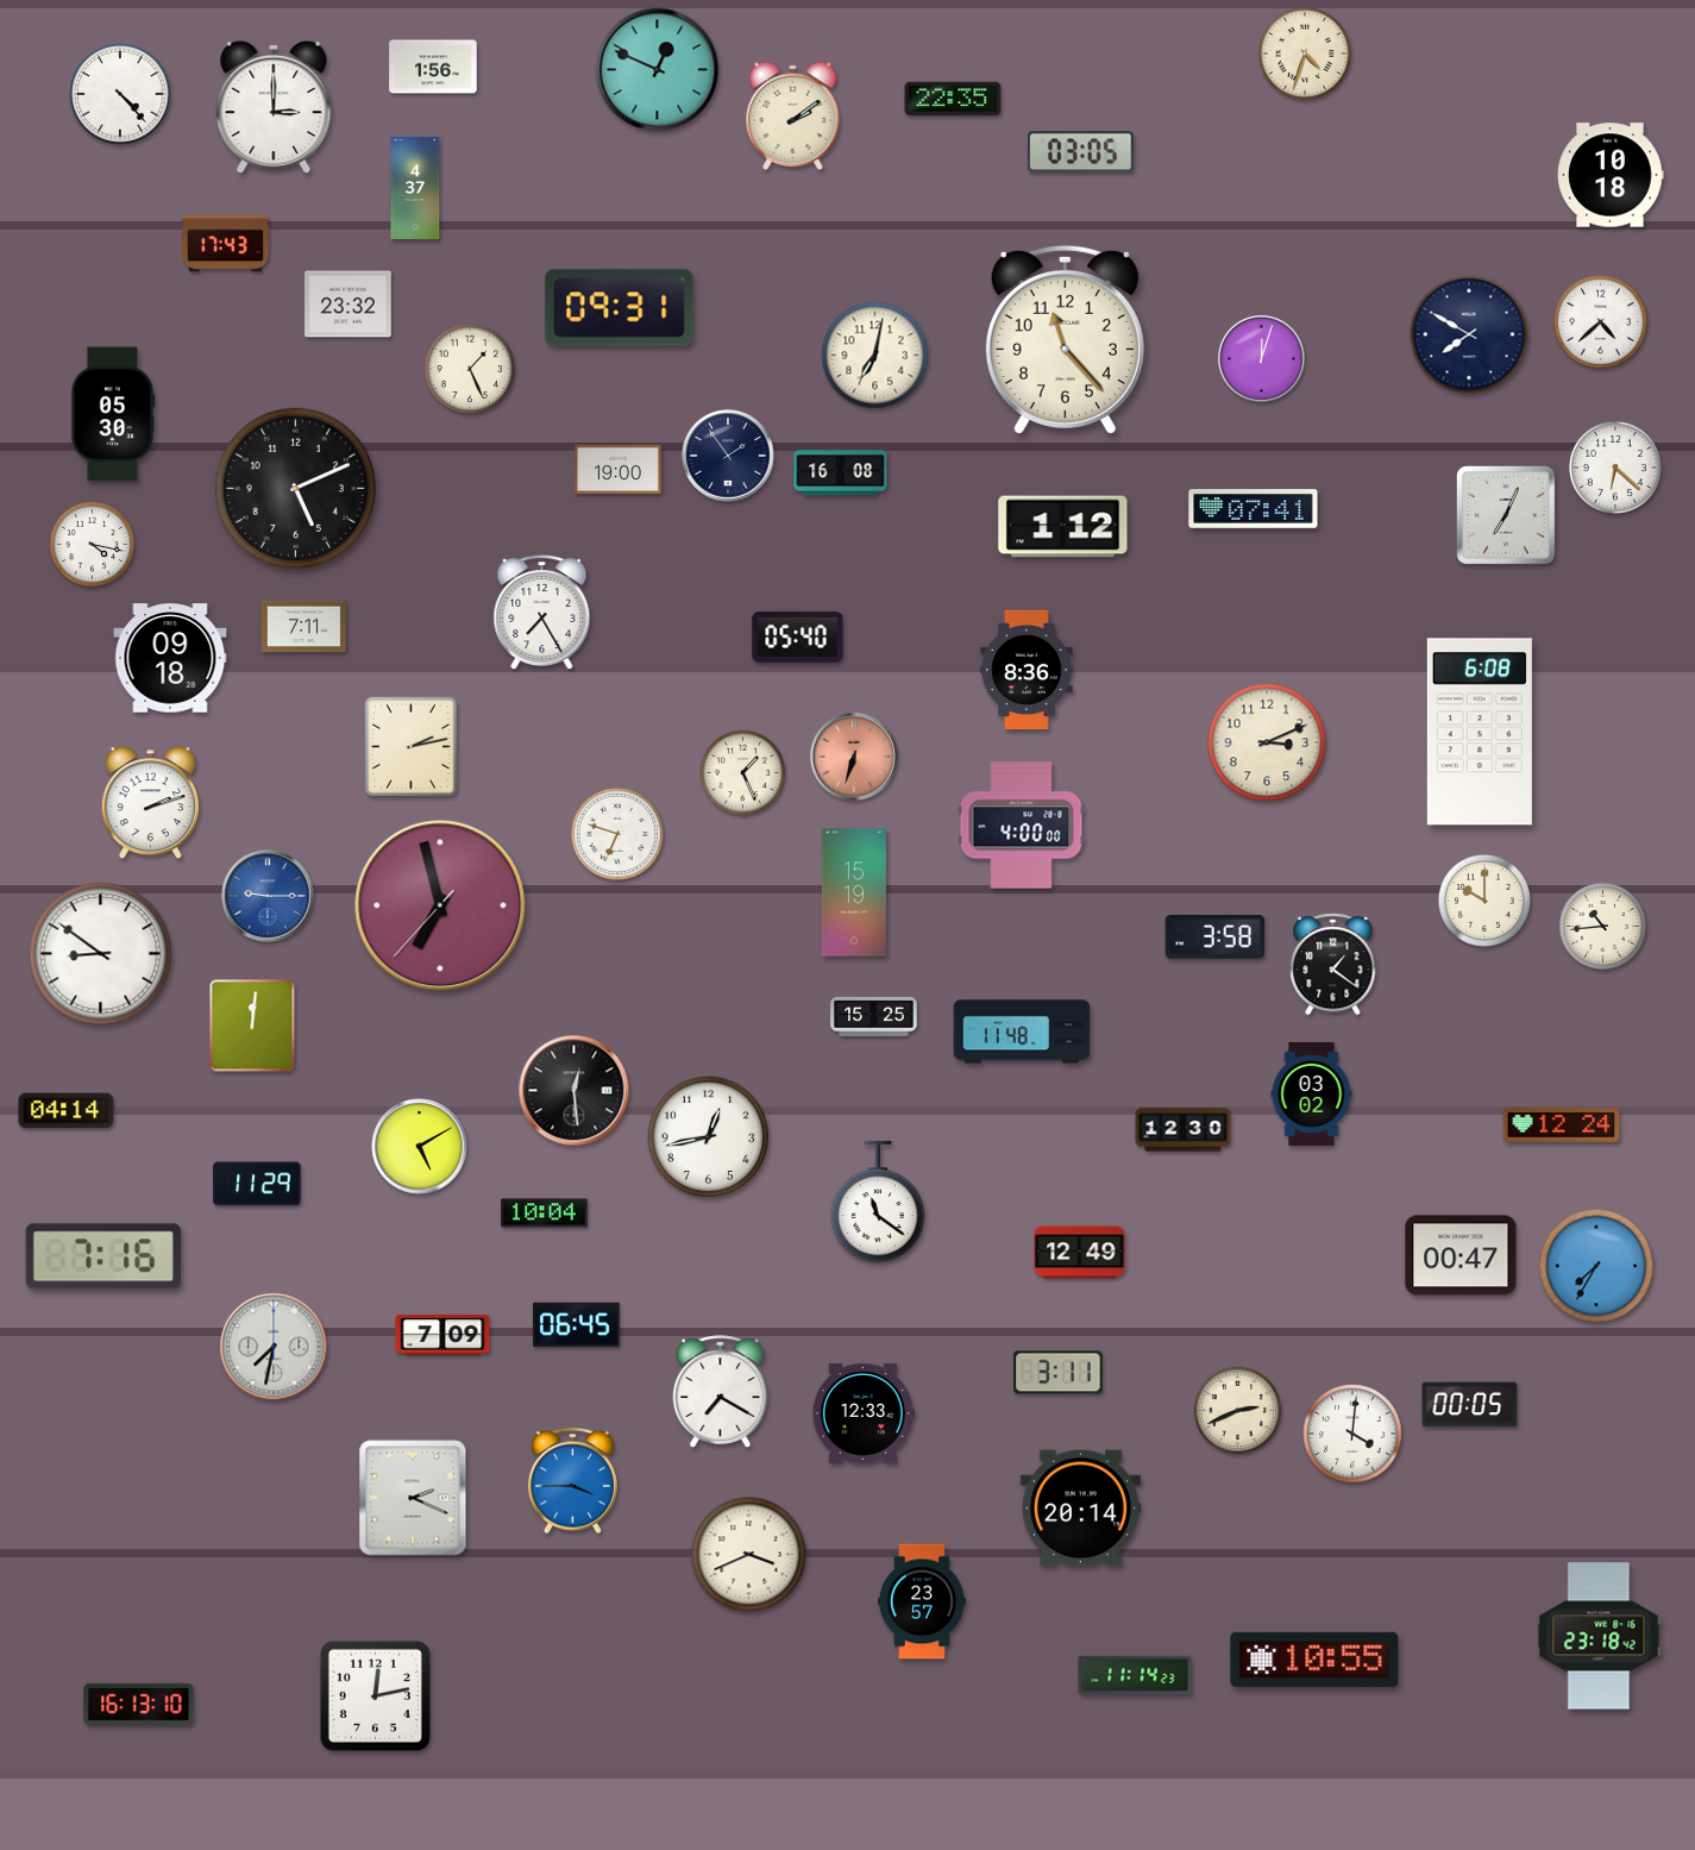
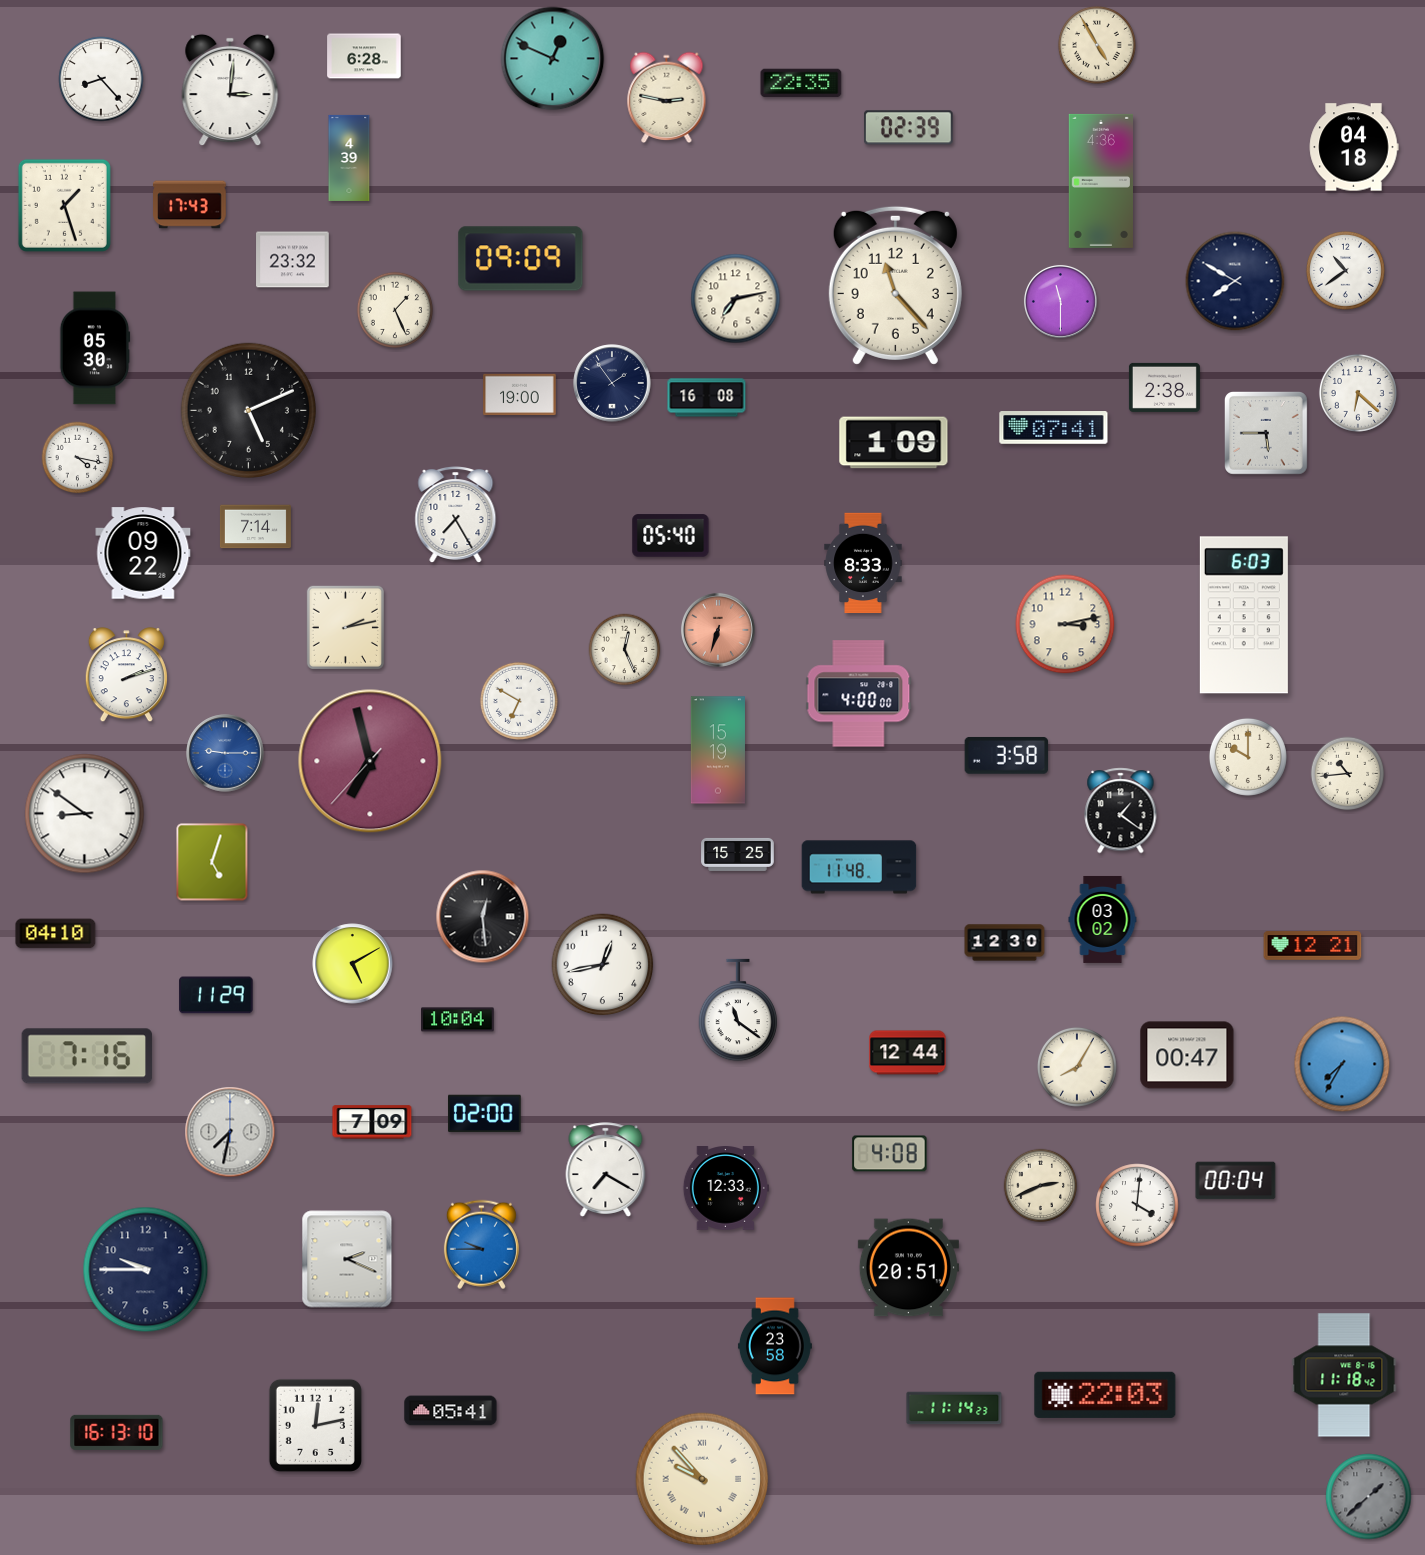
clock at (1305, 54): 4:33 -> 4:55
clock at (433, 67): 1:56 -> 6:28
clock at (120, 94): 4:23 -> 8:23
clock at (274, 107): 3:00 -> 3:01
clock at (793, 115): 2:09 -> 2:47
clock at (1081, 152): 03:05 -> 02:39
clock at (1611, 175): 10:18 -> 04:18
clock at (415, 188): 4:37 -> 4:39
clock at (1100, 181): none -> 4:36
clock at (64, 205): none -> 1:27
clock at (349, 305) position: (349, 305) -> (293, 260)
clock at (620, 308): 09:31 -> 09:09
clock at (1600, 321): 4:38 -> 10:39
clock at (875, 356): 7:02 -> 7:13
clock at (1261, 358): 12:03 -> 11:30
clock at (1164, 387): none -> 2:38
clock at (1507, 516): 7:04 -> 5:45
clock at (1063, 527): 1:12 -> 1:09
clock at (303, 627): 7:11 -> 7:14
clock at (170, 658): 09:18 -> 09:22
clock at (1027, 670): 8:36 -> 8:33
clock at (1480, 732): 6:08 -> 6:03
clock at (1267, 742): 3:11 -> 3:13
clock at (854, 757) position: (854, 757) -> (718, 630)
clock at (743, 773): 1:26 -> 12:26
clock at (617, 834): 6:48 -> 6:50
clock at (1603, 927) position: (1603, 927) -> (1348, 774)
clock at (1216, 936) position: (1216, 936) -> (1007, 755)
clock at (101, 954) position: (101, 954) -> (85, 814)
clock at (874, 1016) position: (874, 1016) -> (738, 854)
clock at (252, 1026): 12:01 -> 5:03
clock at (67, 1111): 04:14 -> 04:10
clock at (1562, 1125): 12:24 -> 12:21
clock at (1184, 1130) position: (1184, 1130) -> (1005, 943)
clock at (709, 1137) position: (709, 1137) -> (603, 965)
clock at (1080, 1253): 12:49 -> 12:44
clock at (1461, 1255) position: (1461, 1255) -> (1187, 1055)
clock at (1077, 1067): none -> 8:05
clock at (577, 1325): 06:45 -> 02:00
clock at (1059, 1373): 3:11 -> 4:08
clock at (1470, 1405): 00:05 -> 00:04
clock at (572, 1481): 3:45 -> 9:45
clock at (1080, 1509): 20:14 -> 20:51
clock at (146, 1270): none -> 9:45
clock at (749, 1555): 3:41 -> none
clock at (922, 1601): 23:57 -> 23:58
clock at (1599, 1636): 23:18 -> 11:18
clock at (1314, 1660): 10:55 -> 22:03
clock at (451, 1411): none -> 05:41
clock at (702, 1479): none -> 9:53
clock at (1369, 1497): none -> 1:38
